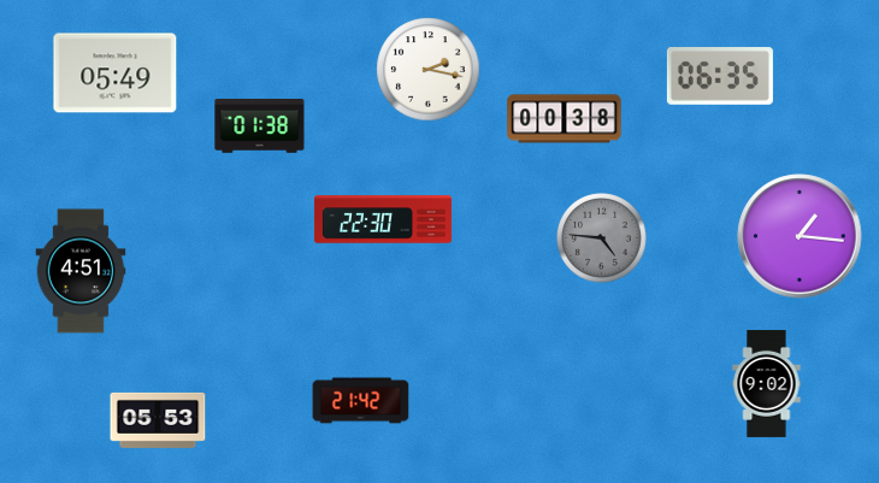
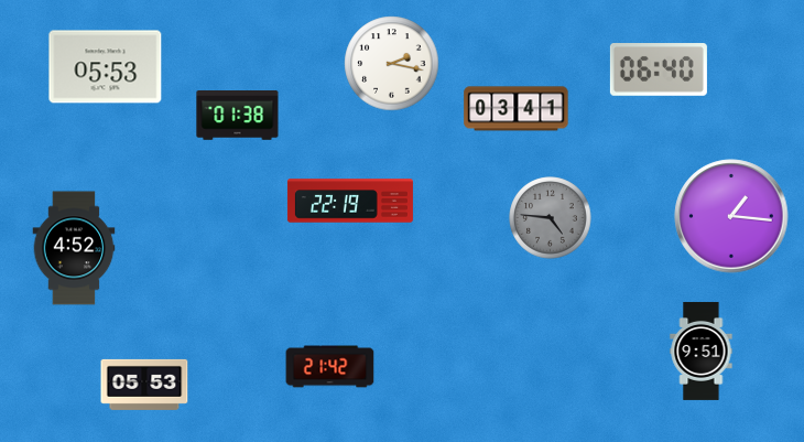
clock at (116, 73): 05:49 -> 05:53
clock at (720, 77): 06:35 -> 06:40
clock at (565, 119): 00:38 -> 03:41
clock at (383, 219): 22:30 -> 22:19
clock at (81, 271): 4:51 -> 4:52
clock at (767, 383): 9:02 -> 9:51
